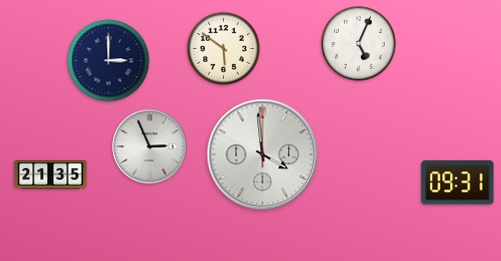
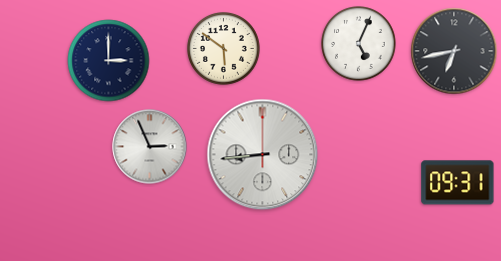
clock at (454, 51): none -> 6:43
clock at (263, 155): 3:59 -> 8:44
clock at (51, 175): 21:35 -> none
